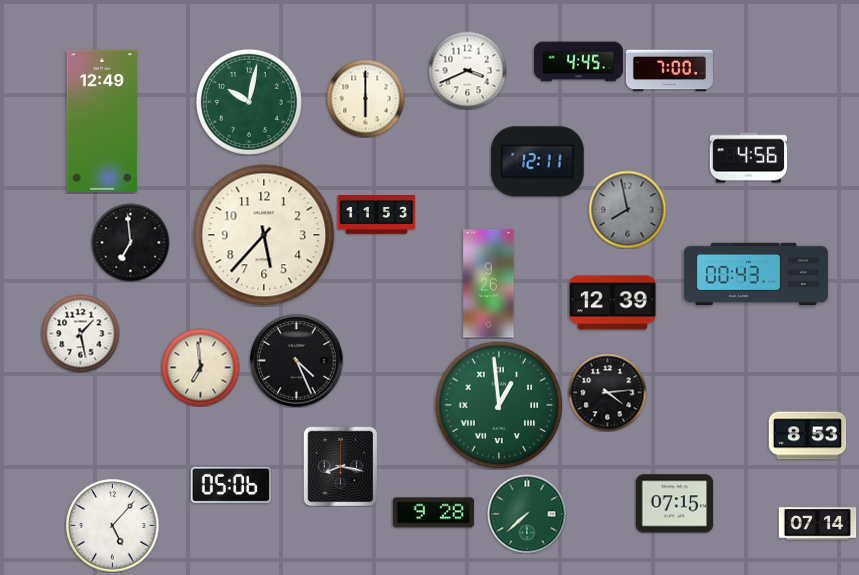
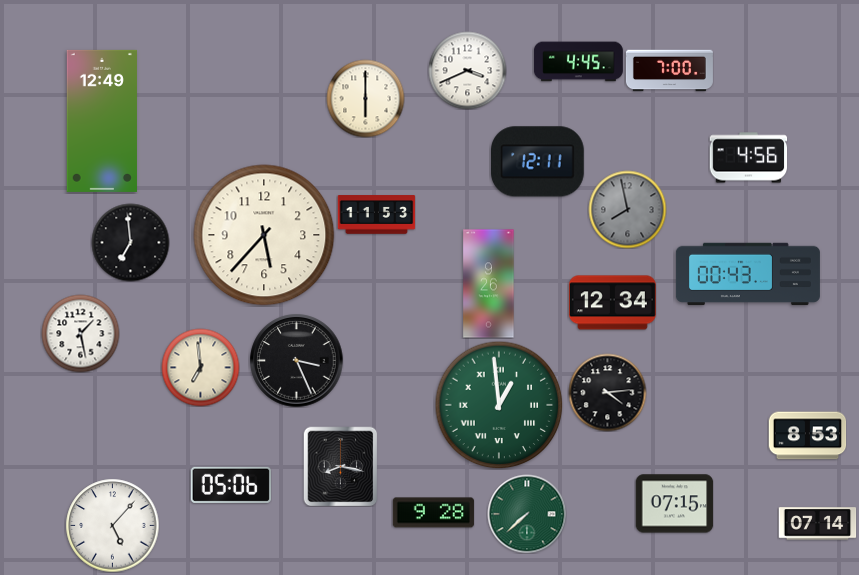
clock at (249, 102): 10:02 -> none
clock at (756, 274) position: (756, 274) -> (748, 274)
clock at (612, 303): 12:39 -> 12:34
clock at (296, 360): 4:26 -> 3:26
